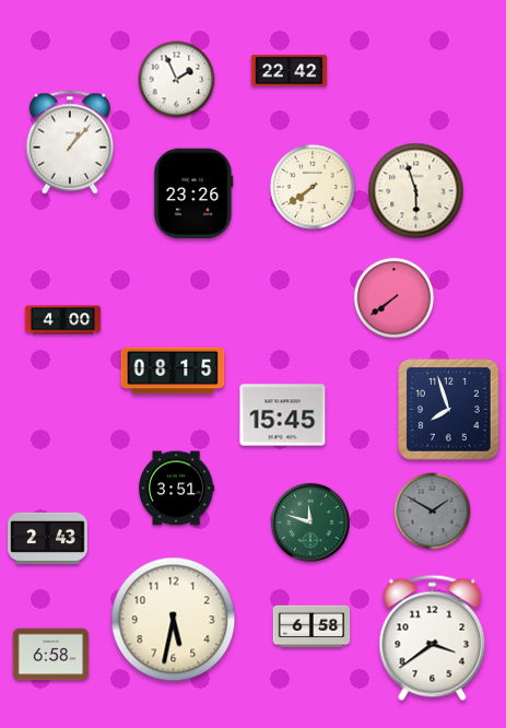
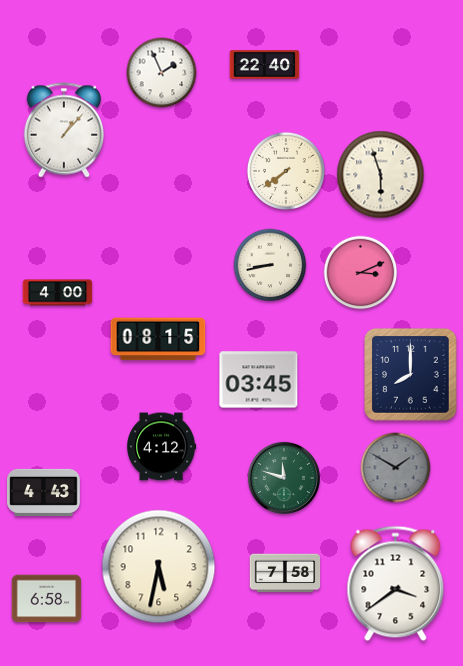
clock at (290, 71): 22:42 -> 22:40
clock at (193, 193): 23:26 -> none
clock at (270, 265): none -> 8:43
clock at (395, 298): 7:39 -> 3:11
clock at (449, 410): 7:57 -> 8:00
clock at (283, 415): 15:45 -> 03:45
clock at (177, 489): 3:51 -> 4:12
clock at (48, 538): 2:43 -> 4:43
clock at (311, 626): 6:58 -> 7:58
